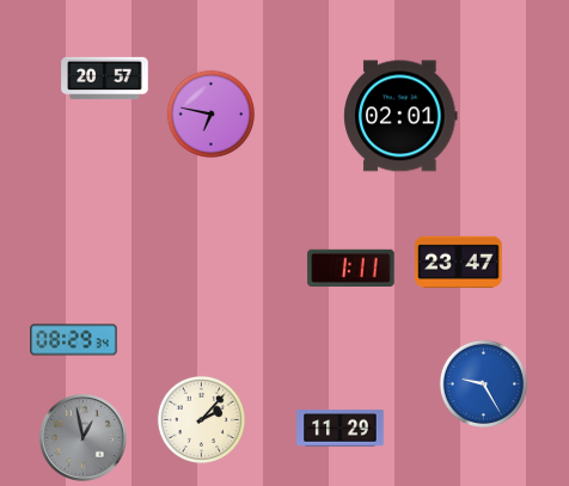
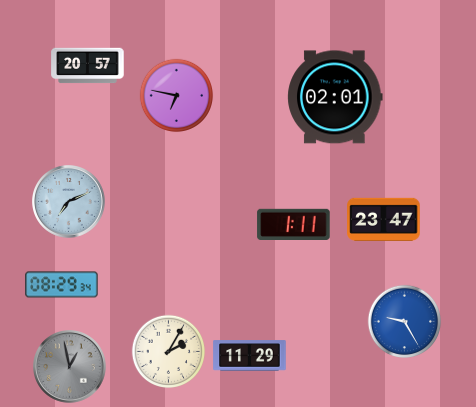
clock at (69, 202): none -> 7:11
clock at (202, 420): 2:07 -> 2:05
clock at (341, 429) position: (341, 429) -> (250, 356)
